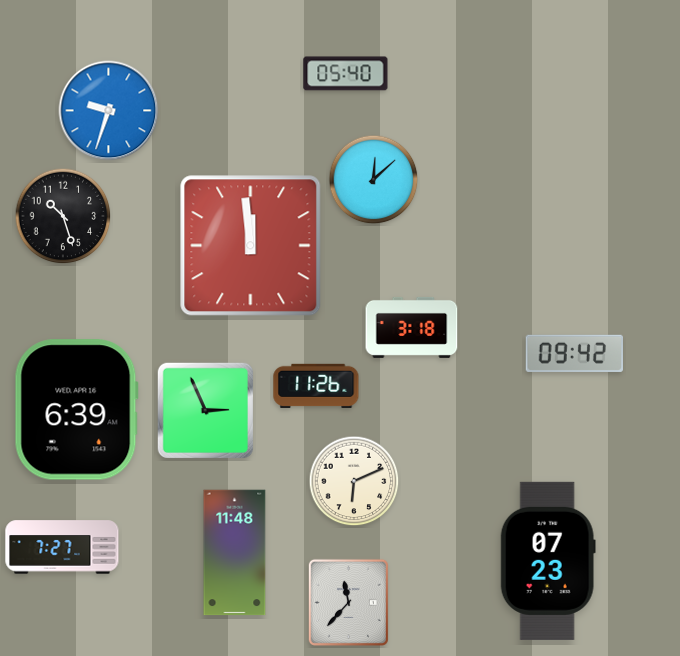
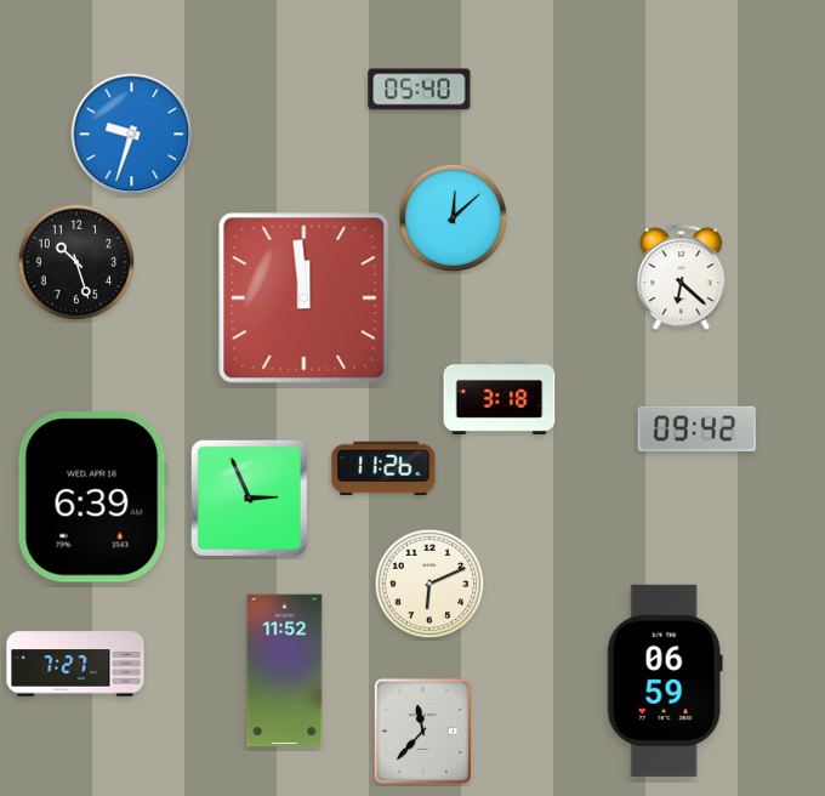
clock at (682, 278): none -> 6:22
clock at (235, 553): 11:48 -> 11:52
clock at (548, 561): 07:23 -> 06:59
